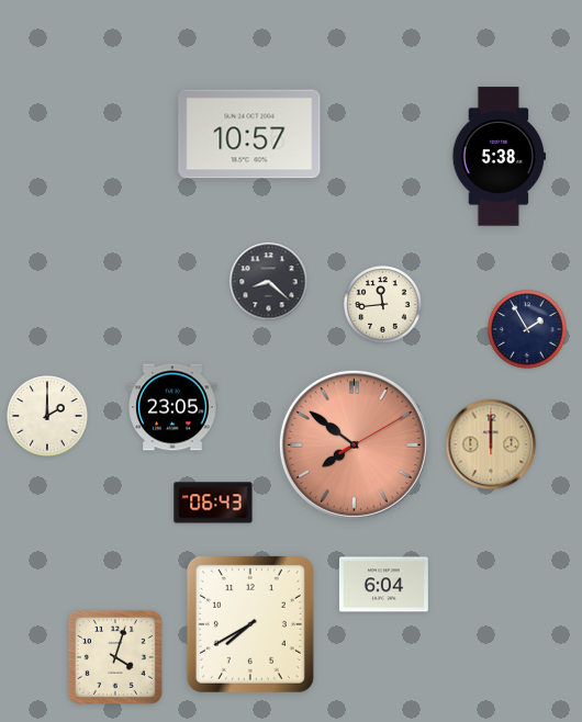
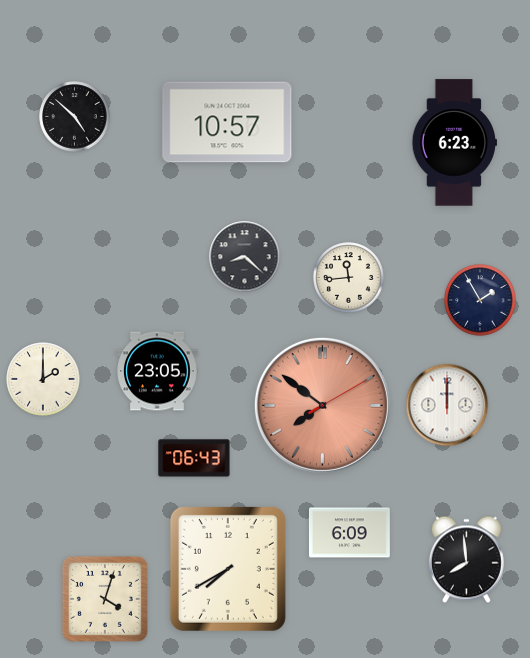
clock at (75, 117): none -> 4:52
clock at (499, 157): 5:38 -> 6:23
clock at (491, 444) dial: champagne -> white
clock at (383, 585): 6:04 -> 6:09
clock at (466, 560): none -> 7:59
